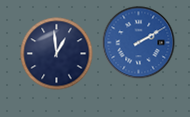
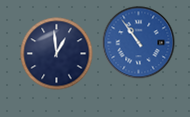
clock at (139, 43): 2:10 -> 10:54
